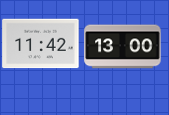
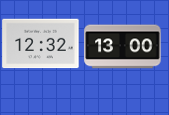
clock at (41, 44): 11:42 -> 12:32
